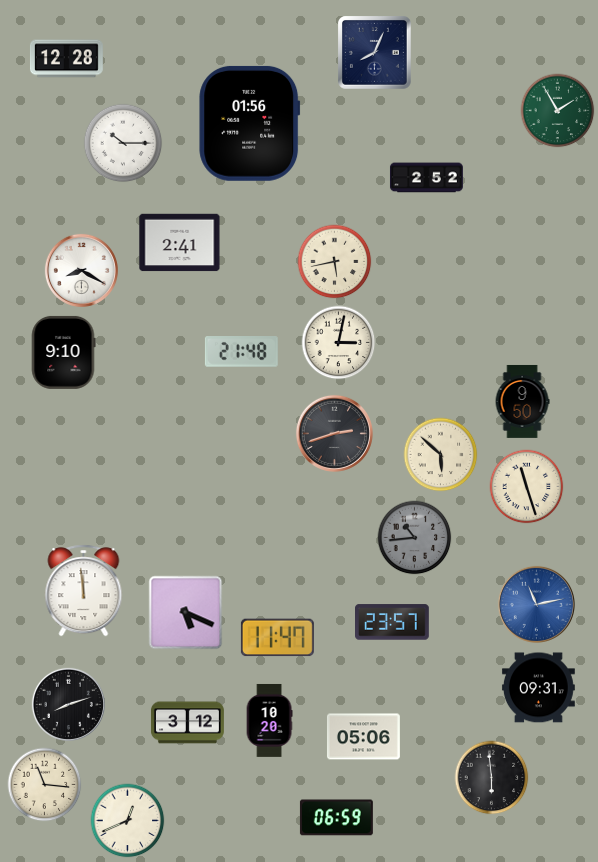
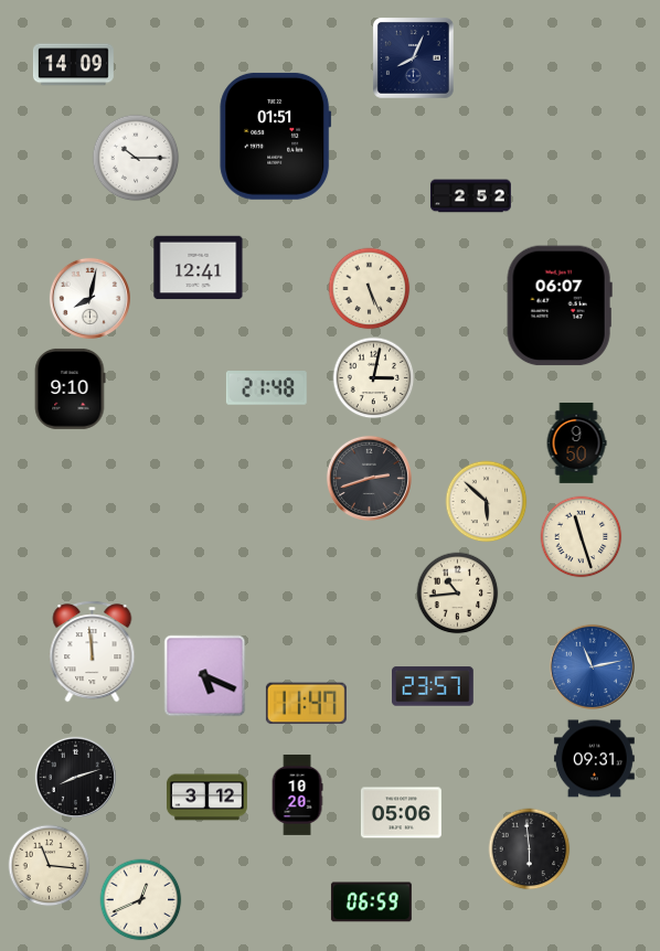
clock at (66, 59): 12:28 -> 14:09
clock at (558, 111): 1:55 -> none
clock at (250, 123): 01:56 -> 01:51
clock at (180, 243): 2:41 -> 12:41
clock at (335, 262): 5:43 -> 5:26
clock at (81, 270): 8:20 -> 8:02
clock at (560, 306): none -> 06:07
clock at (415, 538) dial: grey -> cream
clock at (492, 778) position: (492, 778) -> (530, 850)
clock at (128, 821) position: (128, 821) -> (141, 900)
